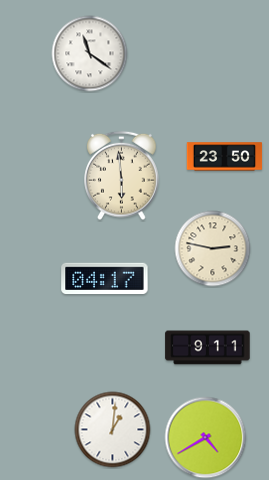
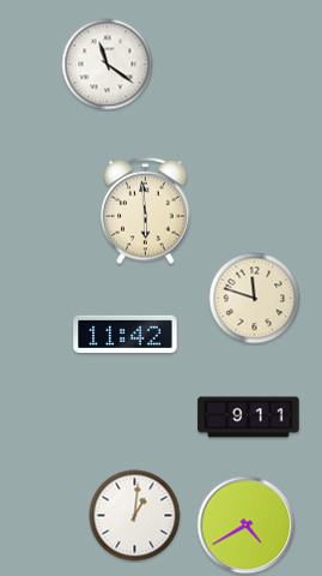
clock at (225, 157): 23:50 -> none
clock at (213, 249): 2:47 -> 11:48
clock at (105, 278): 04:17 -> 11:42
